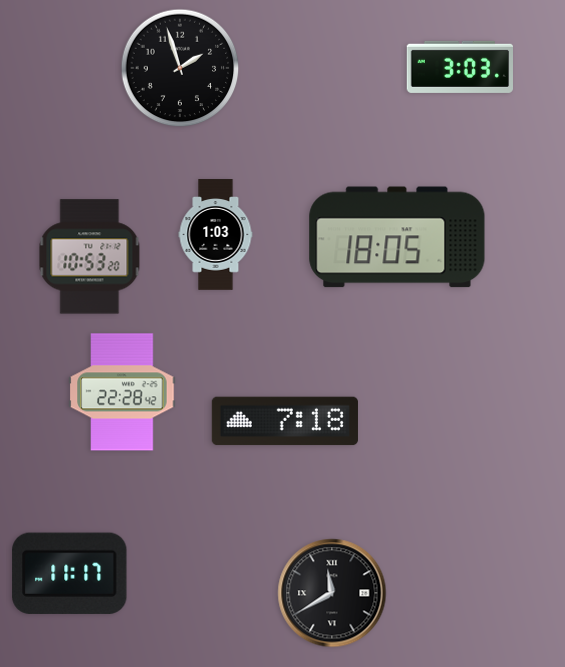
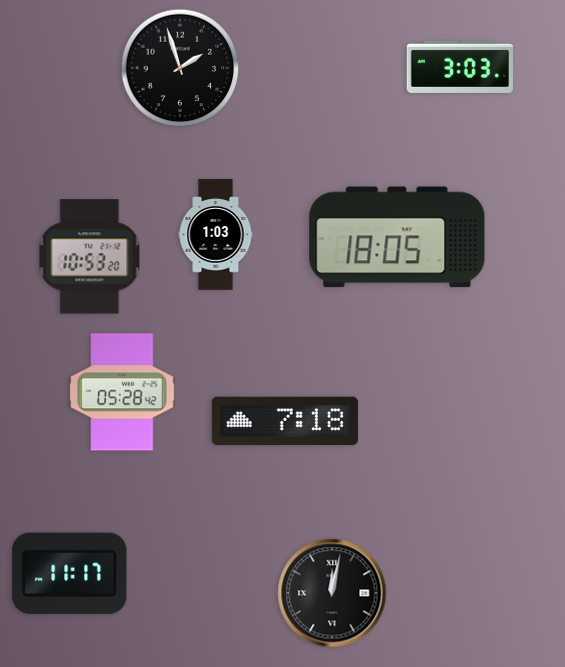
clock at (122, 392): 22:28 -> 05:28
clock at (332, 593): 11:40 -> 12:02
